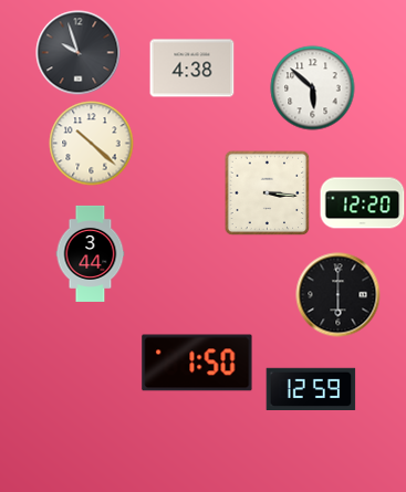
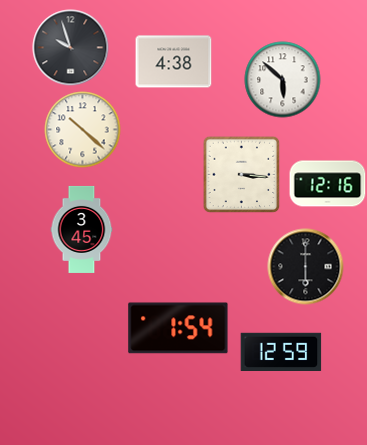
clock at (363, 203): 12:20 -> 12:16
clock at (91, 253): 3:44 -> 3:45
clock at (197, 363): 1:50 -> 1:54
